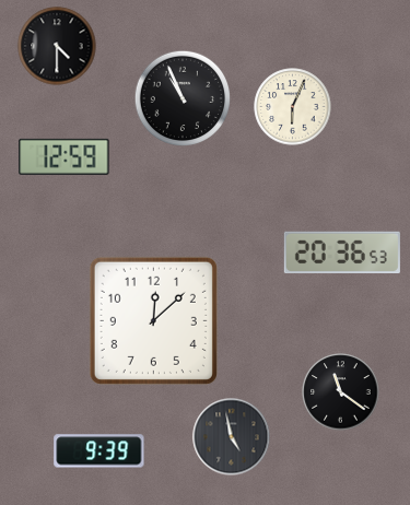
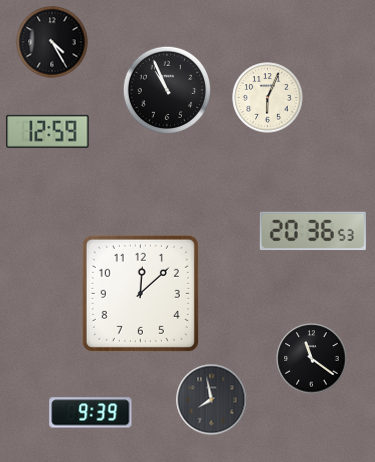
clock at (57, 46): 4:30 -> 4:25
clock at (65, 156) position: (65, 156) -> (48, 131)
clock at (232, 437): 4:58 -> 7:58
